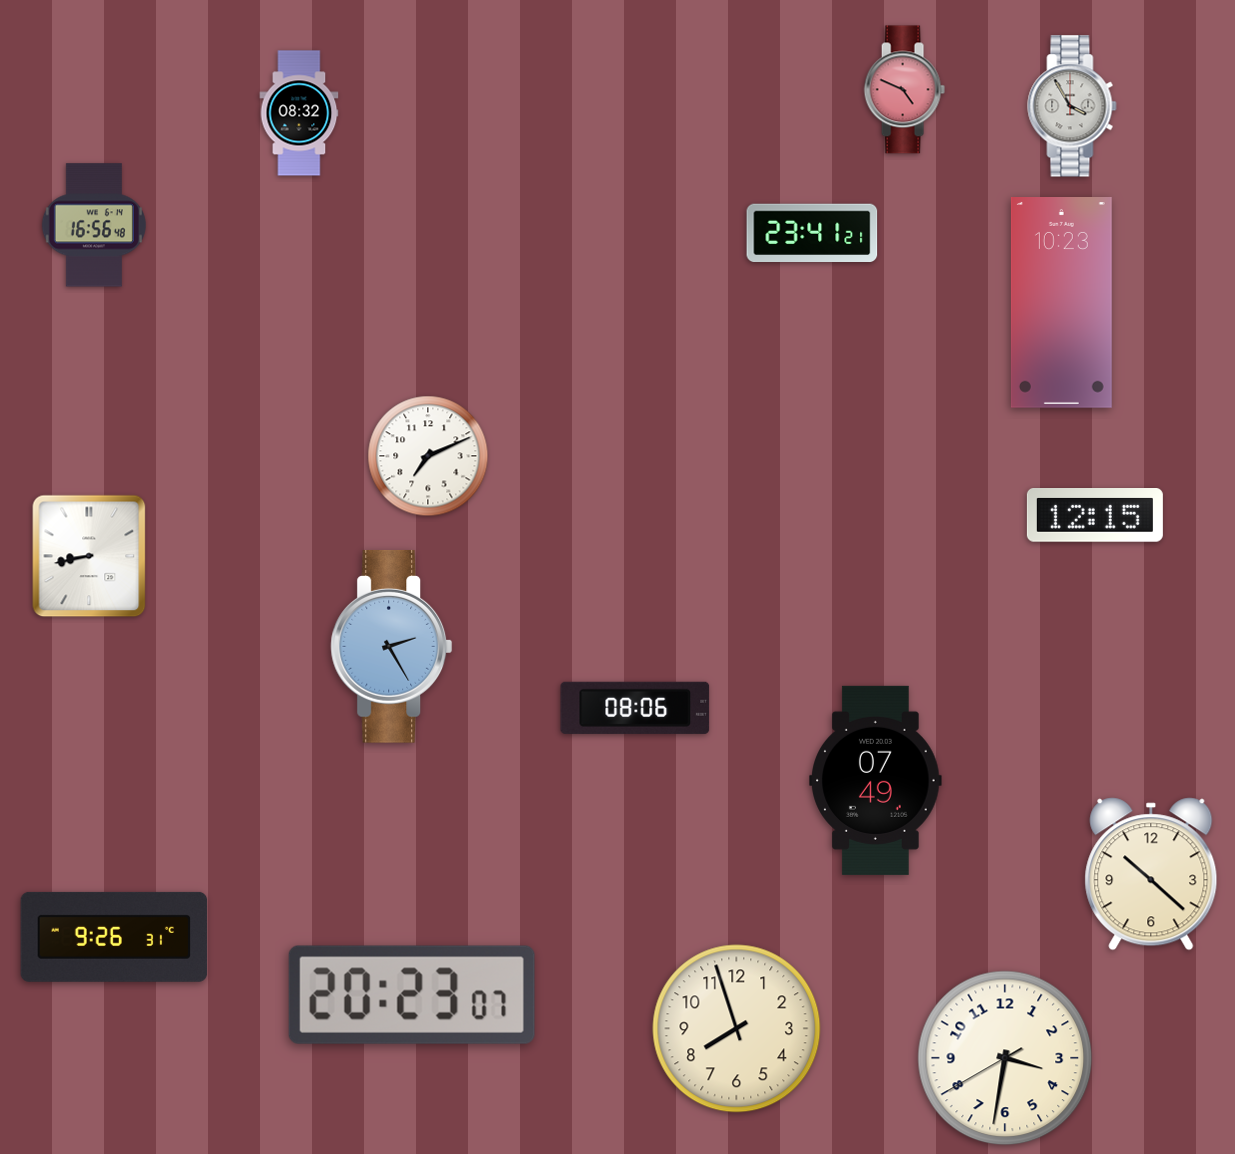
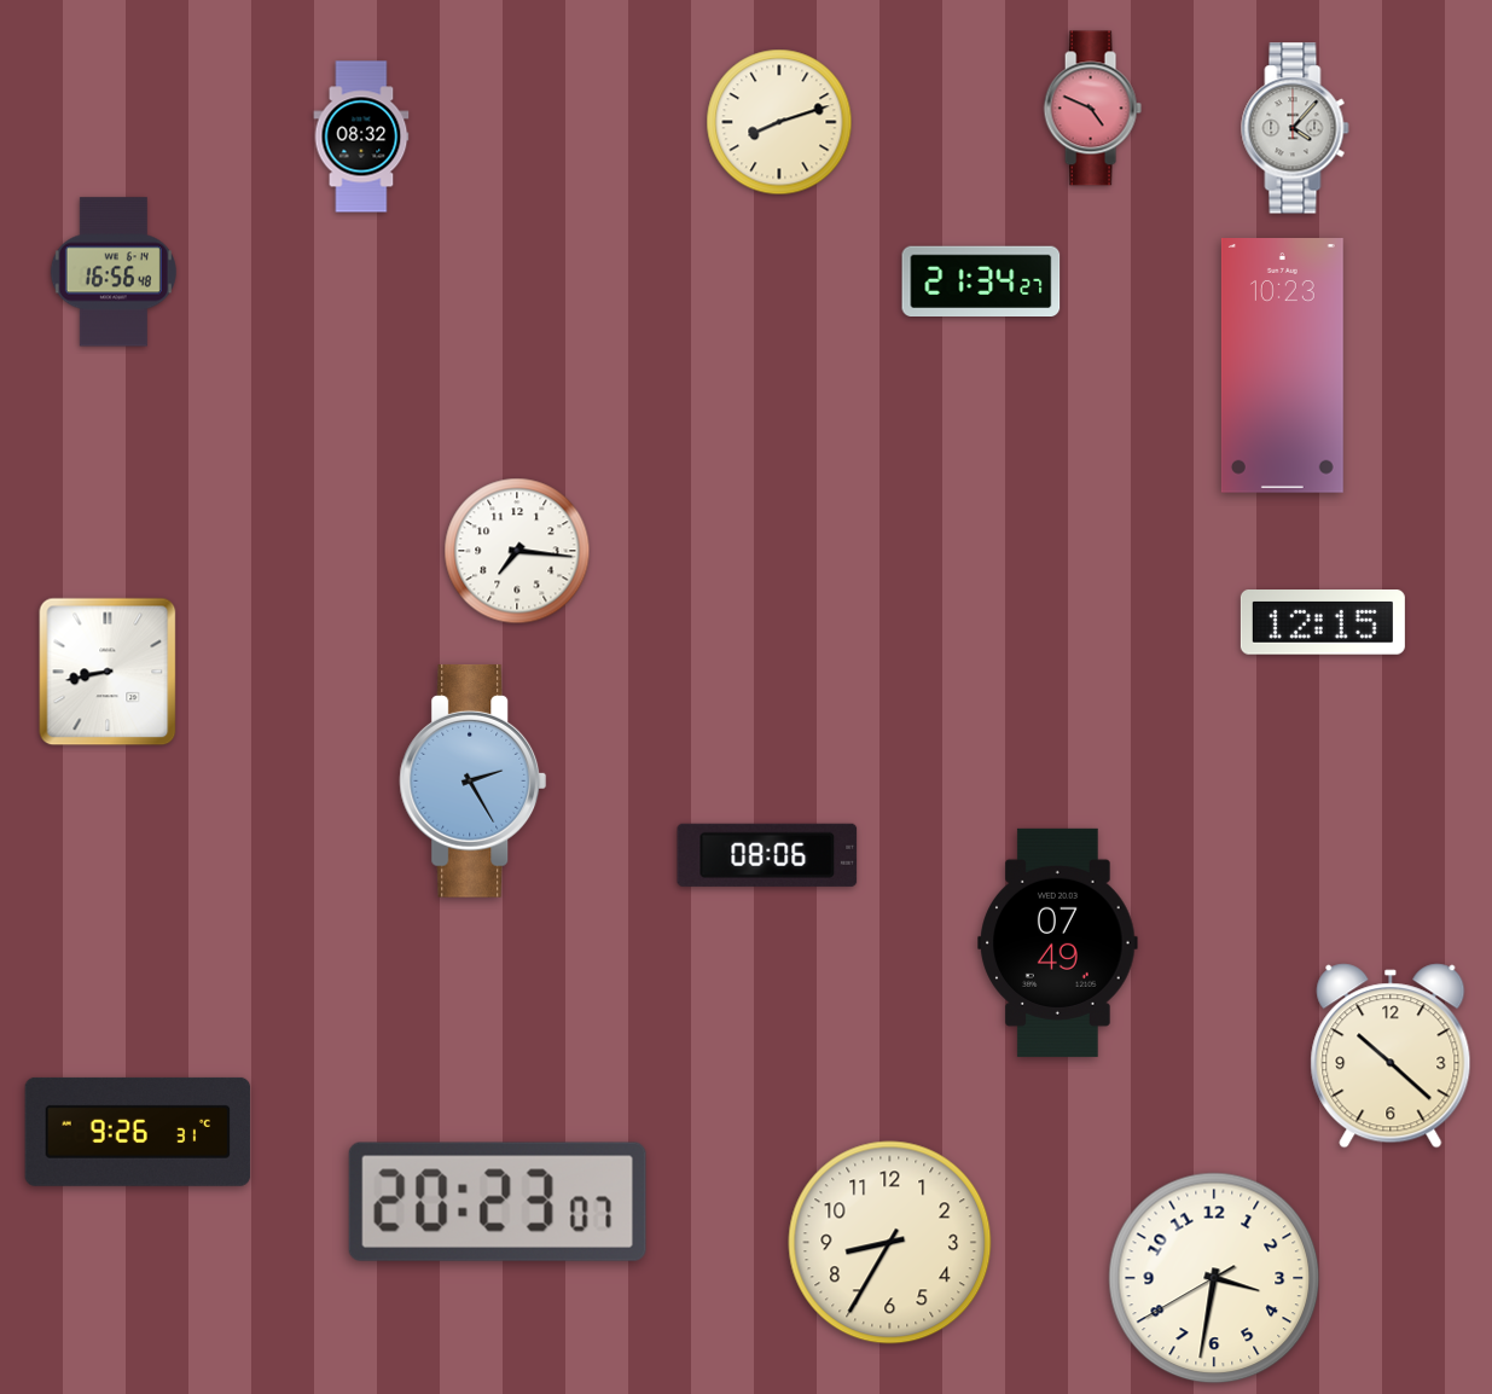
clock at (779, 122): none -> 8:12
clock at (1072, 106): 3:55 -> 4:07
clock at (812, 232): 23:41 -> 21:34
clock at (428, 456): 7:11 -> 7:16
clock at (737, 1029): 7:57 -> 8:35
